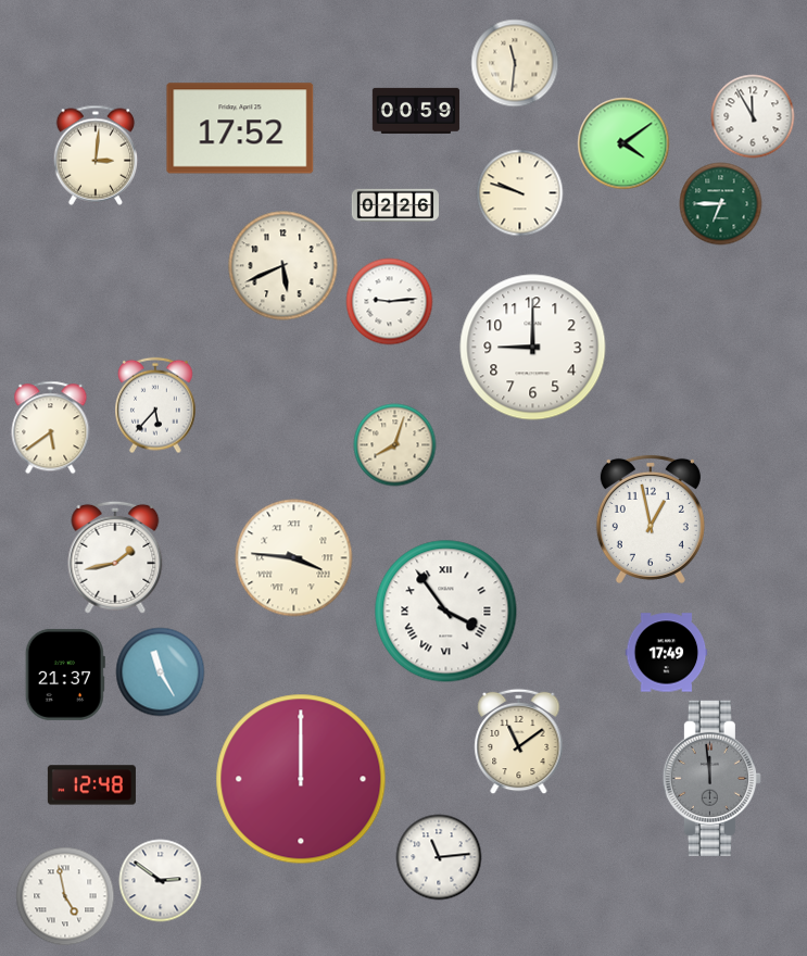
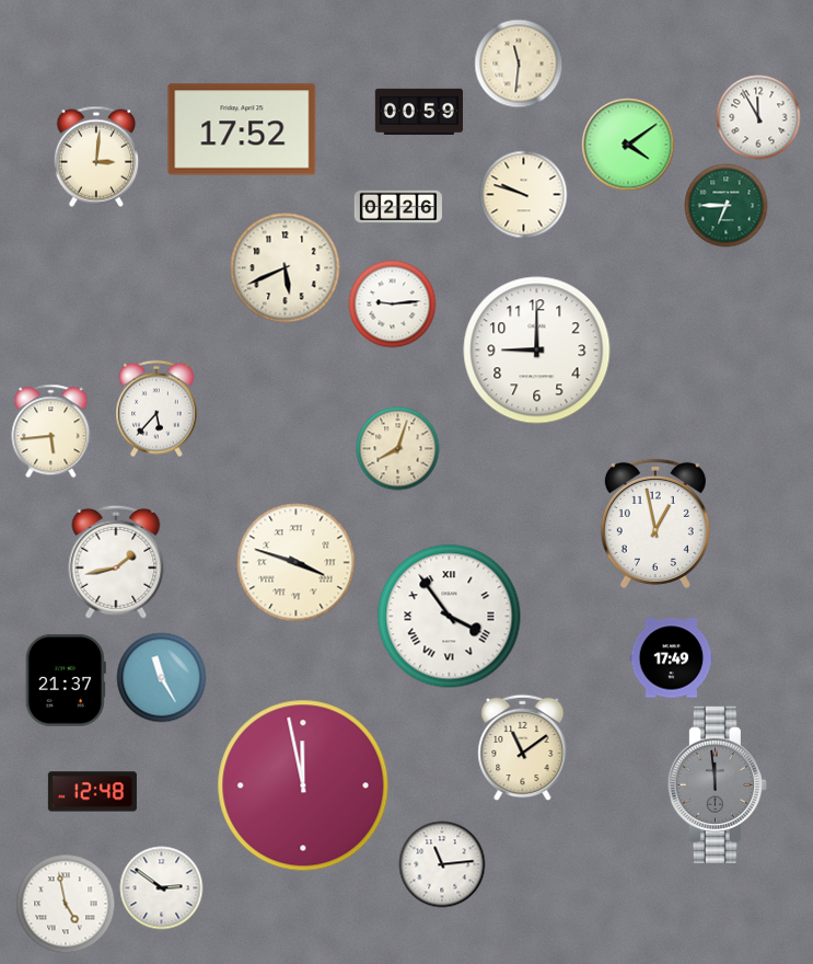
clock at (51, 428): 5:39 -> 5:44
clock at (294, 558): 3:46 -> 3:48
clock at (301, 779): 12:00 -> 11:58
